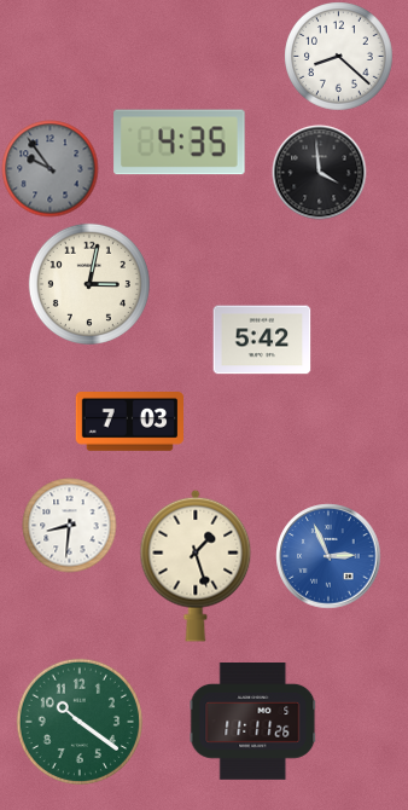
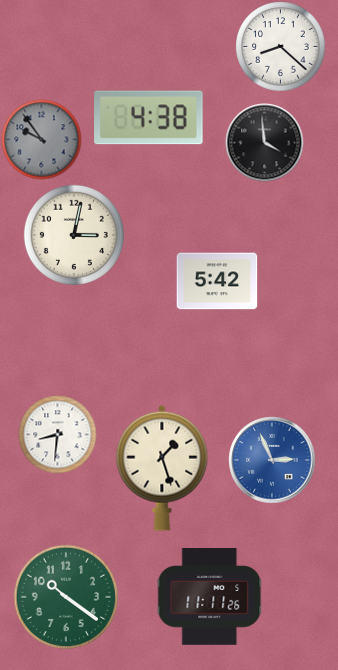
clock at (180, 143): 4:35 -> 4:38
clock at (129, 422): 7:03 -> none
